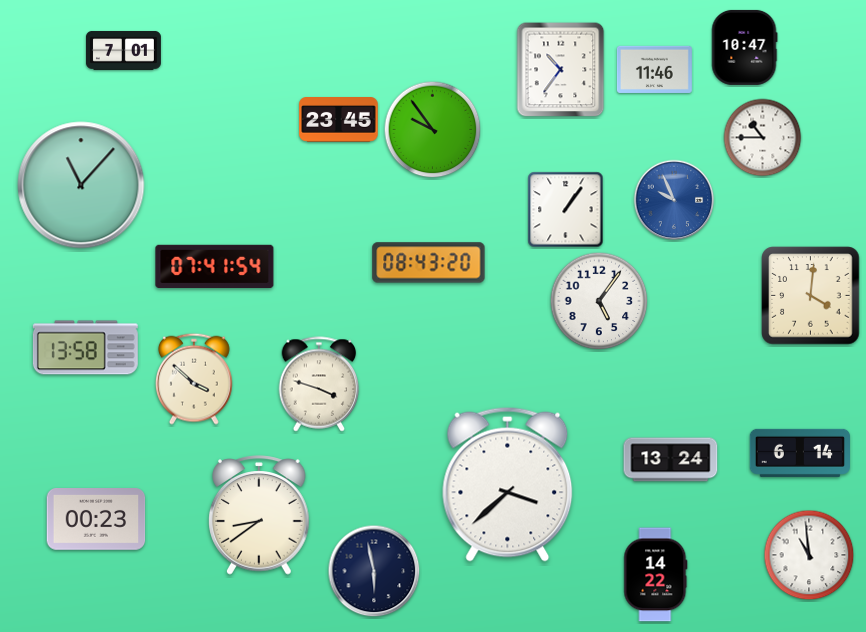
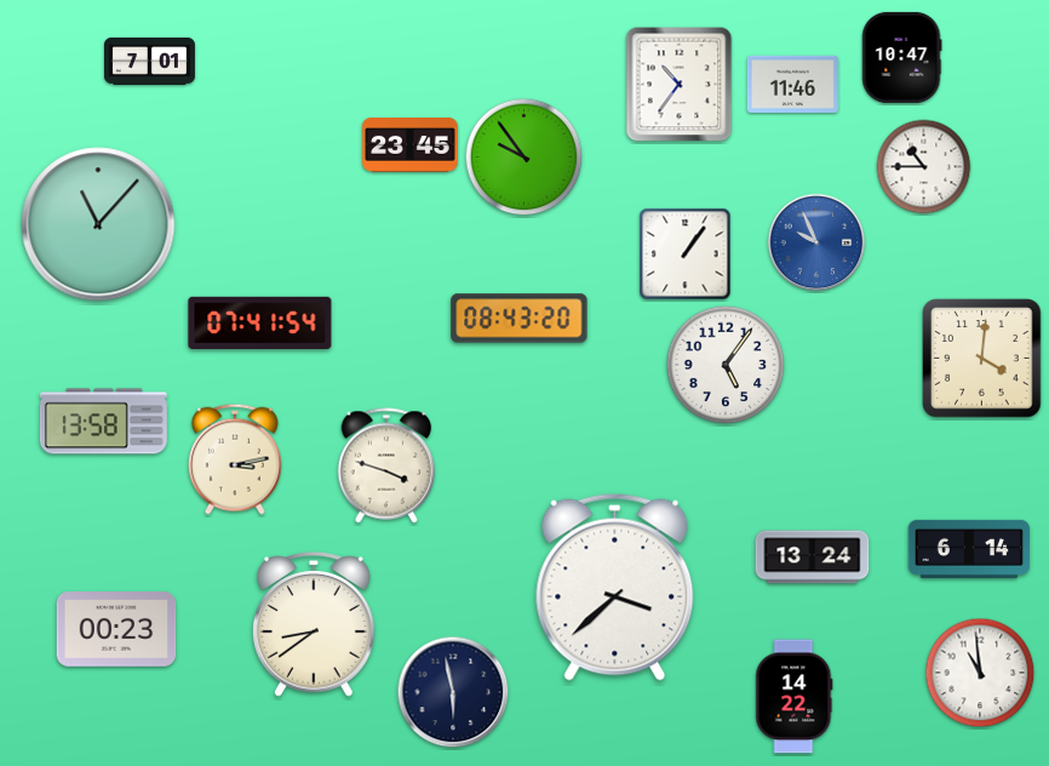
clock at (194, 379): 3:52 -> 3:13
